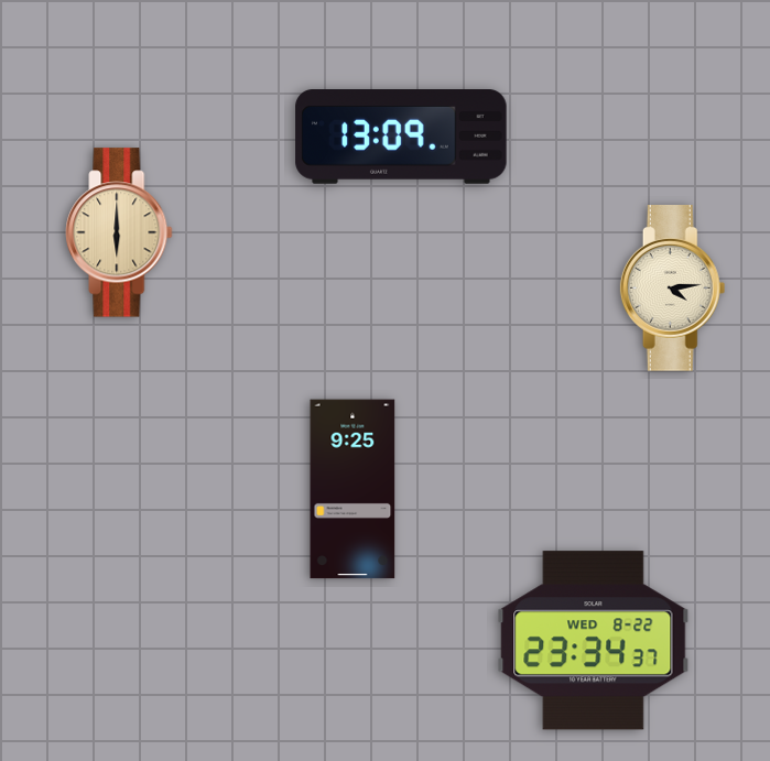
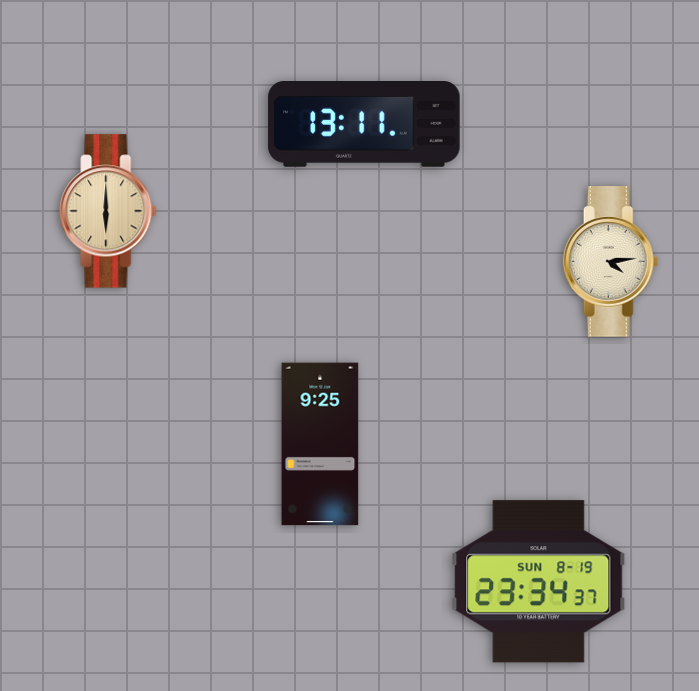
clock at (401, 138): 13:09 -> 13:11
clock at (594, 641) date: WED 8-22 -> SUN 8-19
